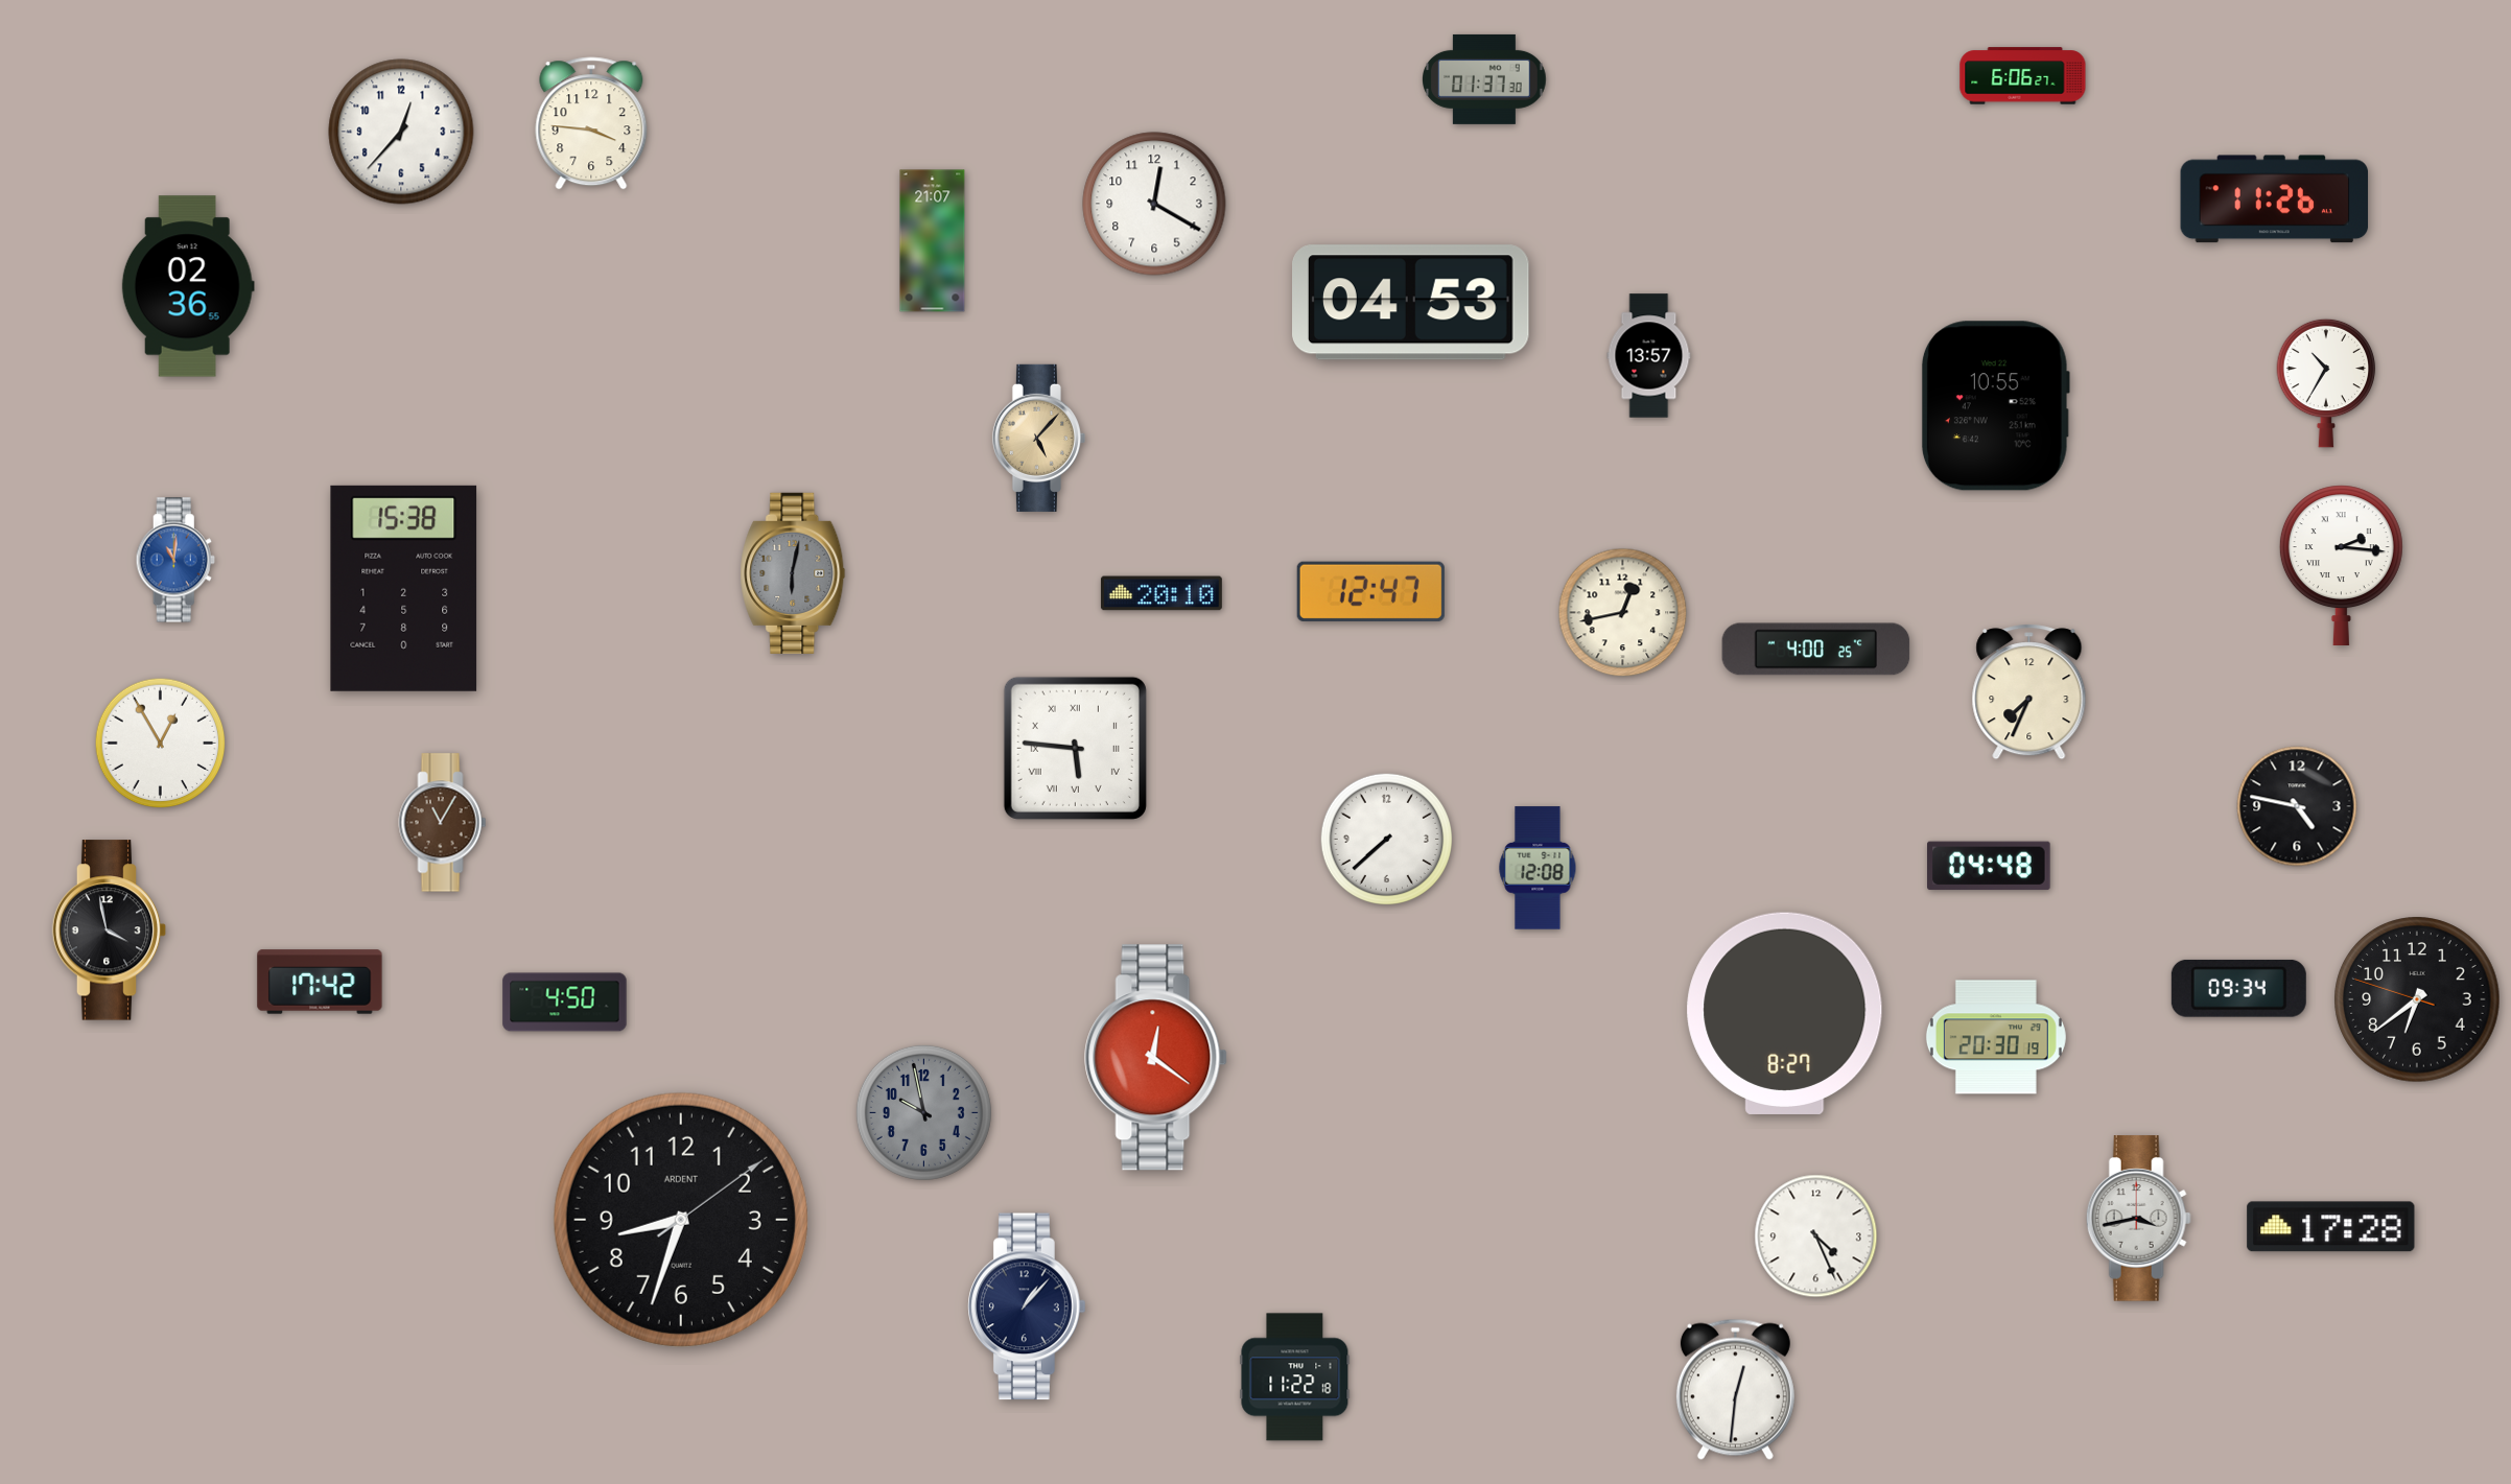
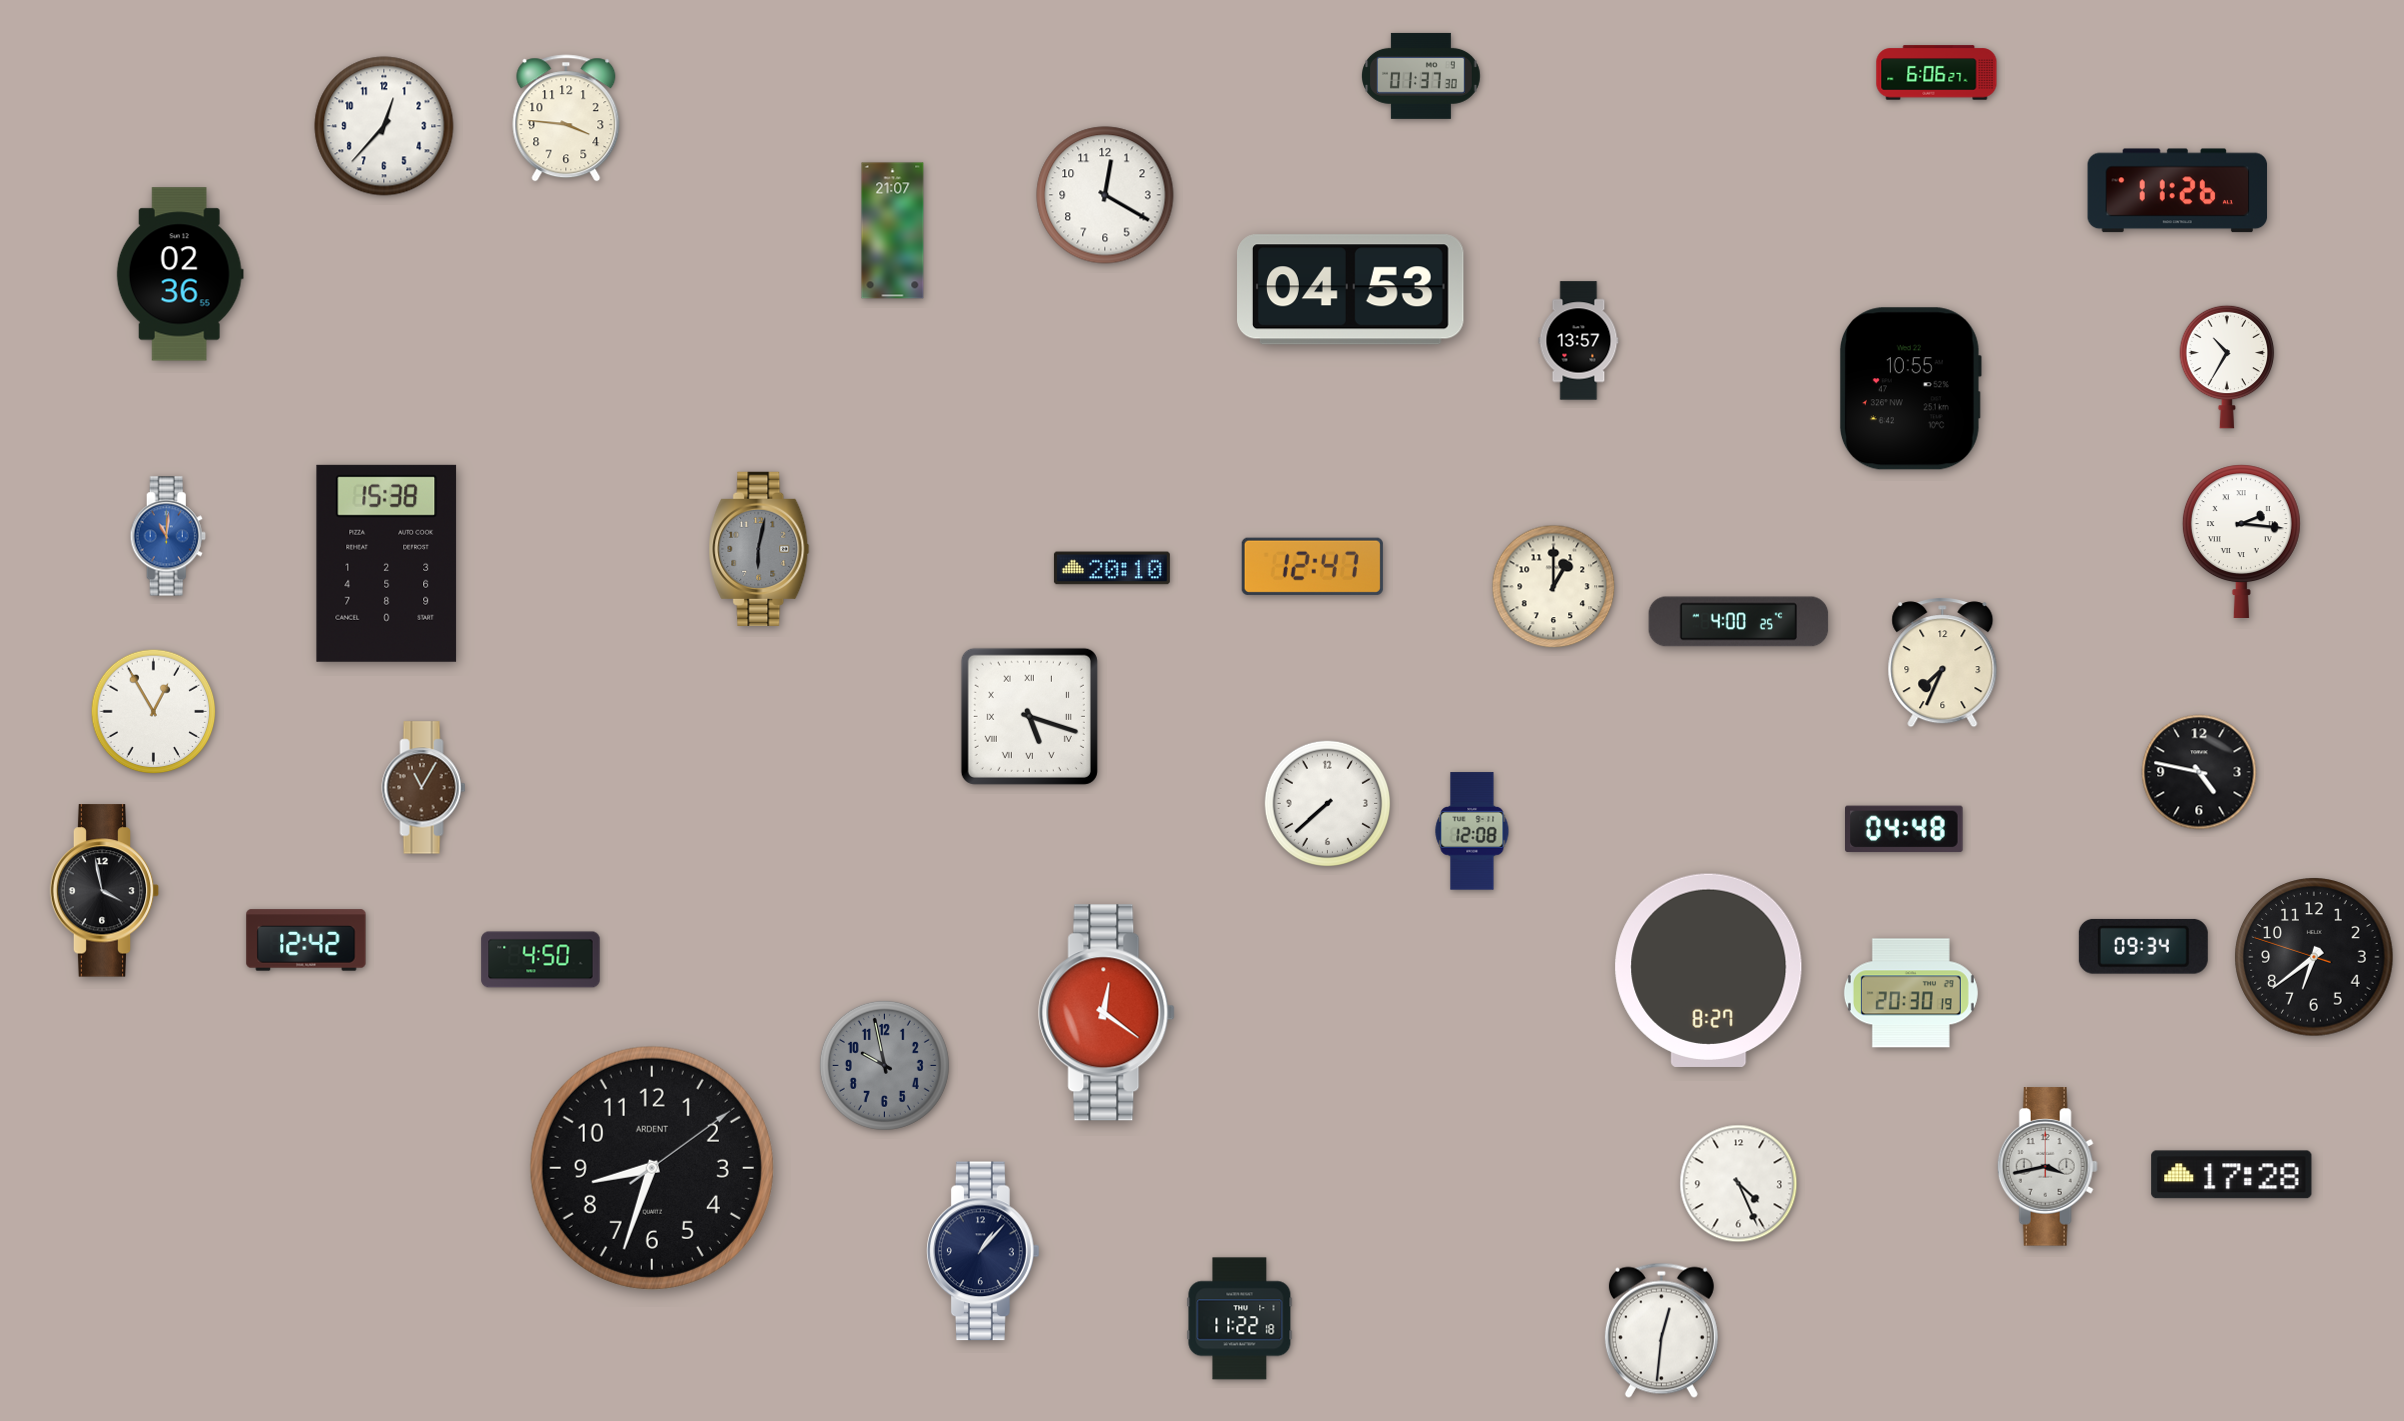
clock at (1038, 438): 5:07 -> none
clock at (1623, 613): 12:43 -> 1:00
clock at (1075, 748): 5:46 -> 5:18
clock at (320, 982): 17:42 -> 12:42
